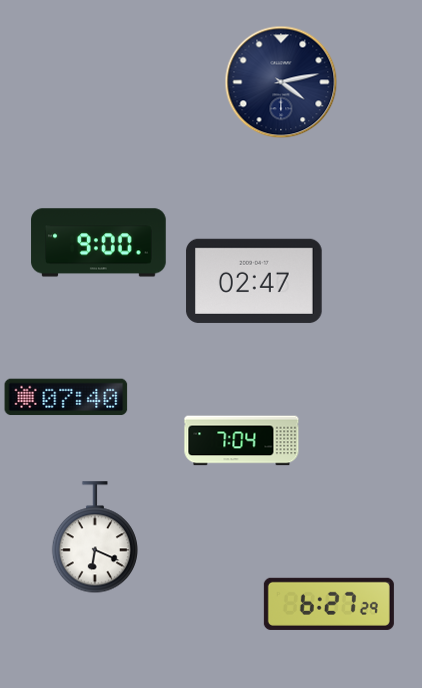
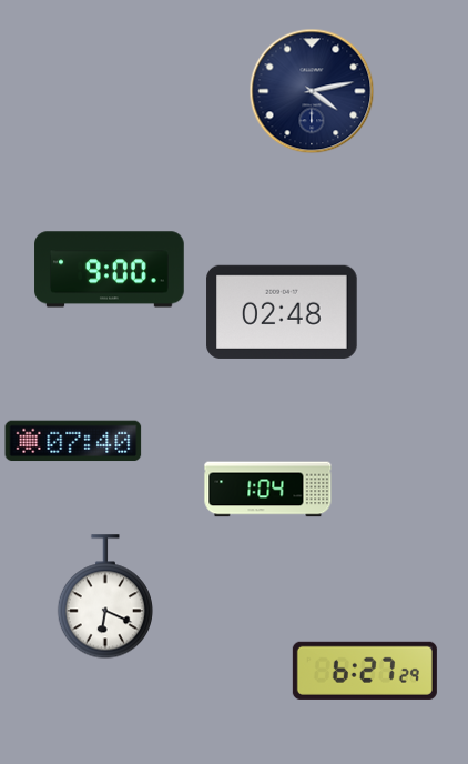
clock at (254, 281): 02:47 -> 02:48
clock at (242, 441): 7:04 -> 1:04
